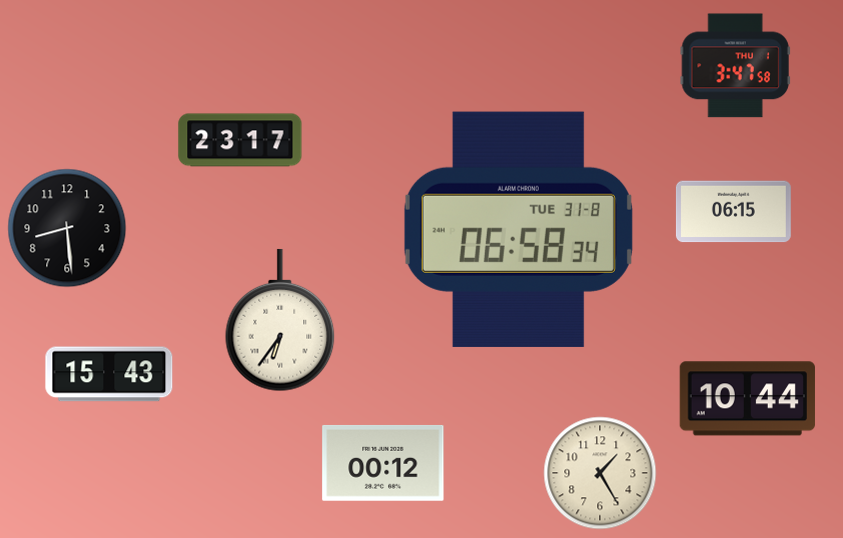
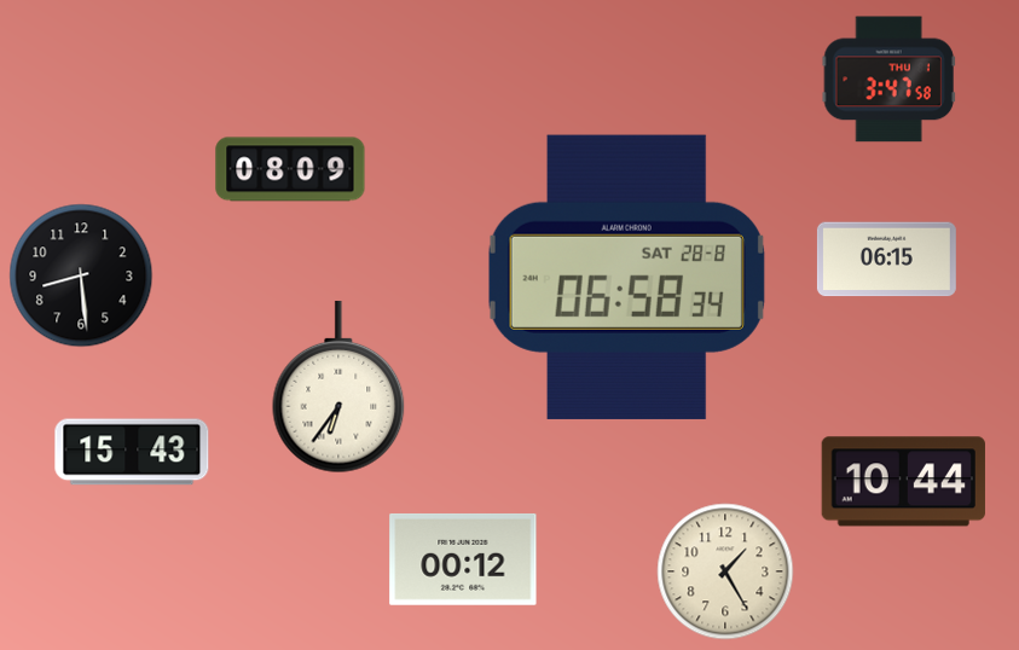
clock at (240, 140): 23:17 -> 08:09
clock at (733, 212) position: (733, 212) -> (886, 260)
clock at (518, 229) date: TUE 31-8 -> SAT 28-8
